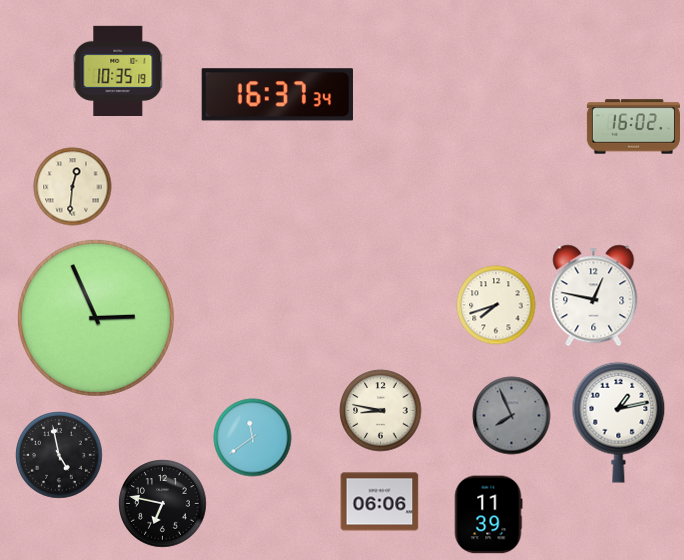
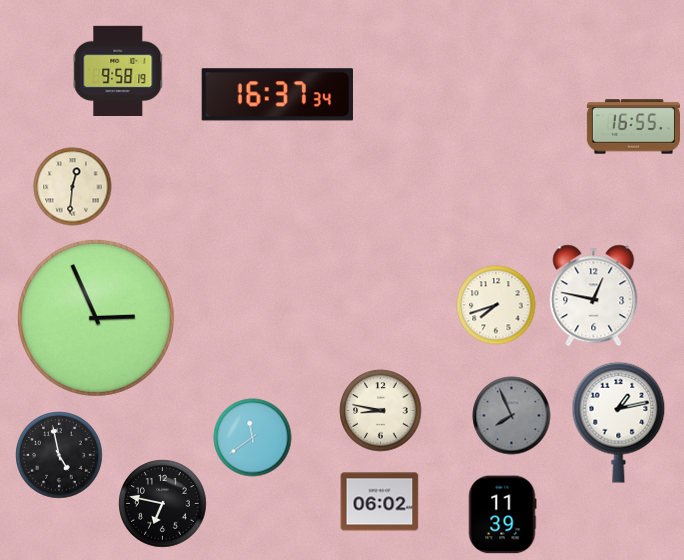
clock at (118, 70): 10:35 -> 9:58
clock at (633, 127): 16:02 -> 16:55
clock at (379, 502): 06:06 -> 06:02
clock at (488, 514) position: (488, 514) -> (502, 514)
